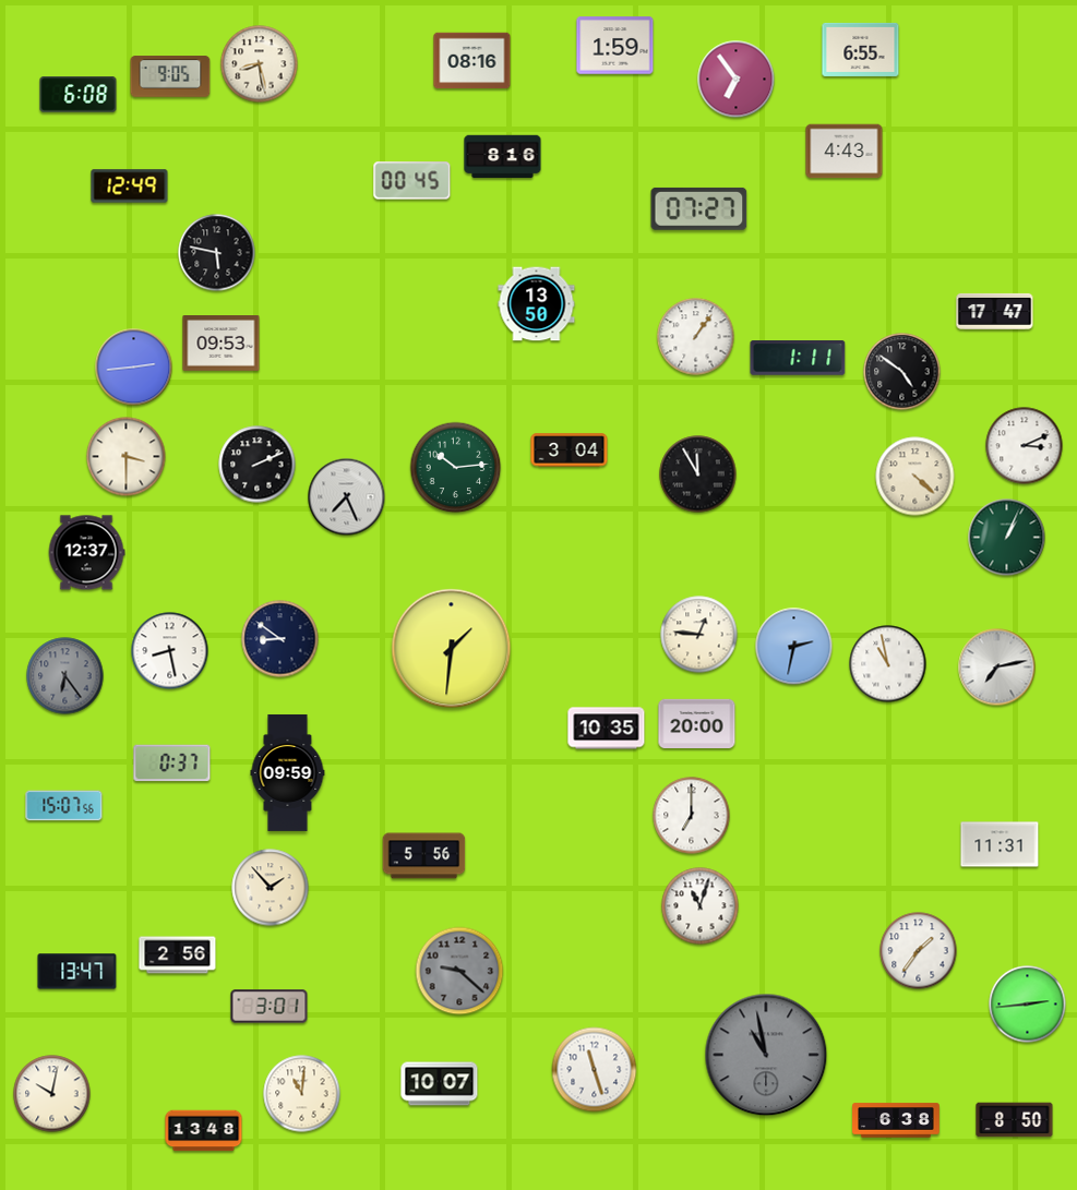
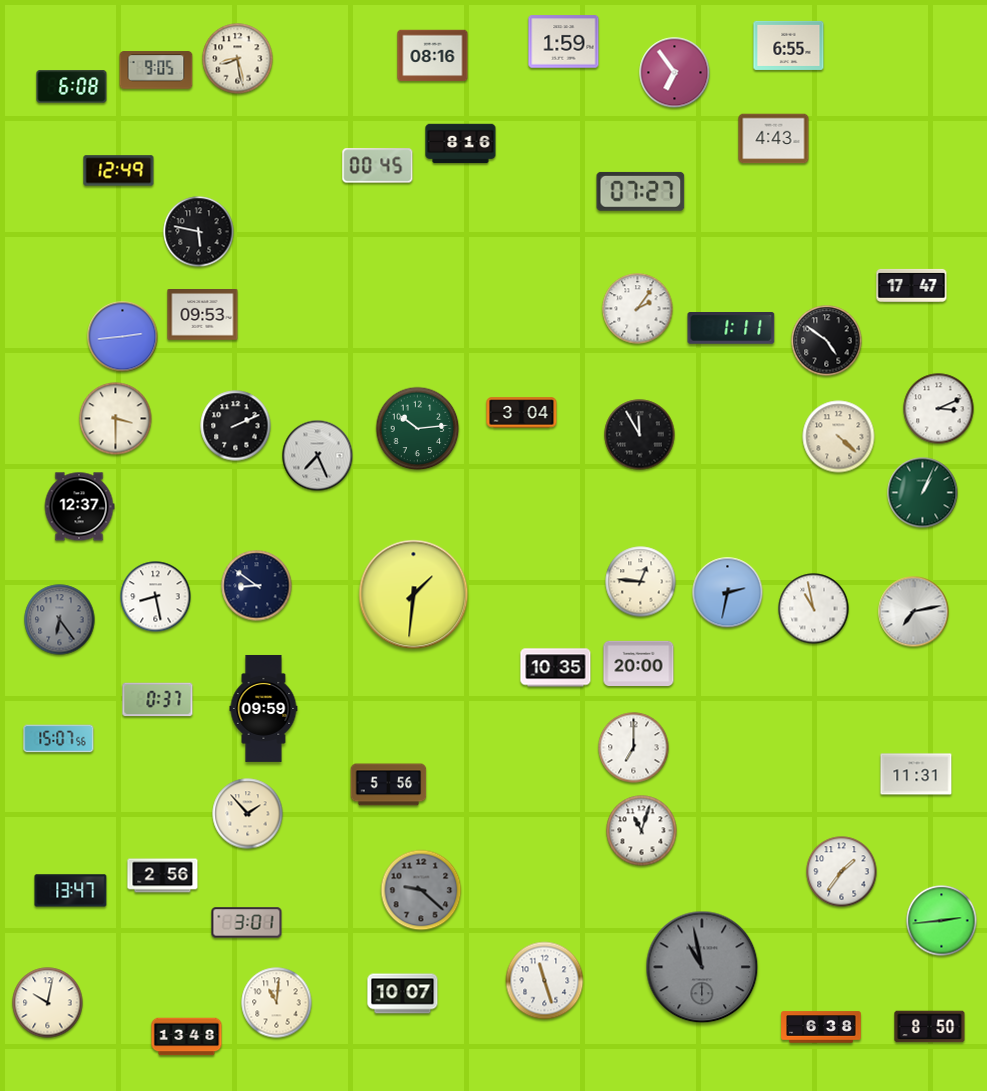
clock at (537, 304): 13:50 -> none
clock at (696, 337): 1:06 -> 2:06
